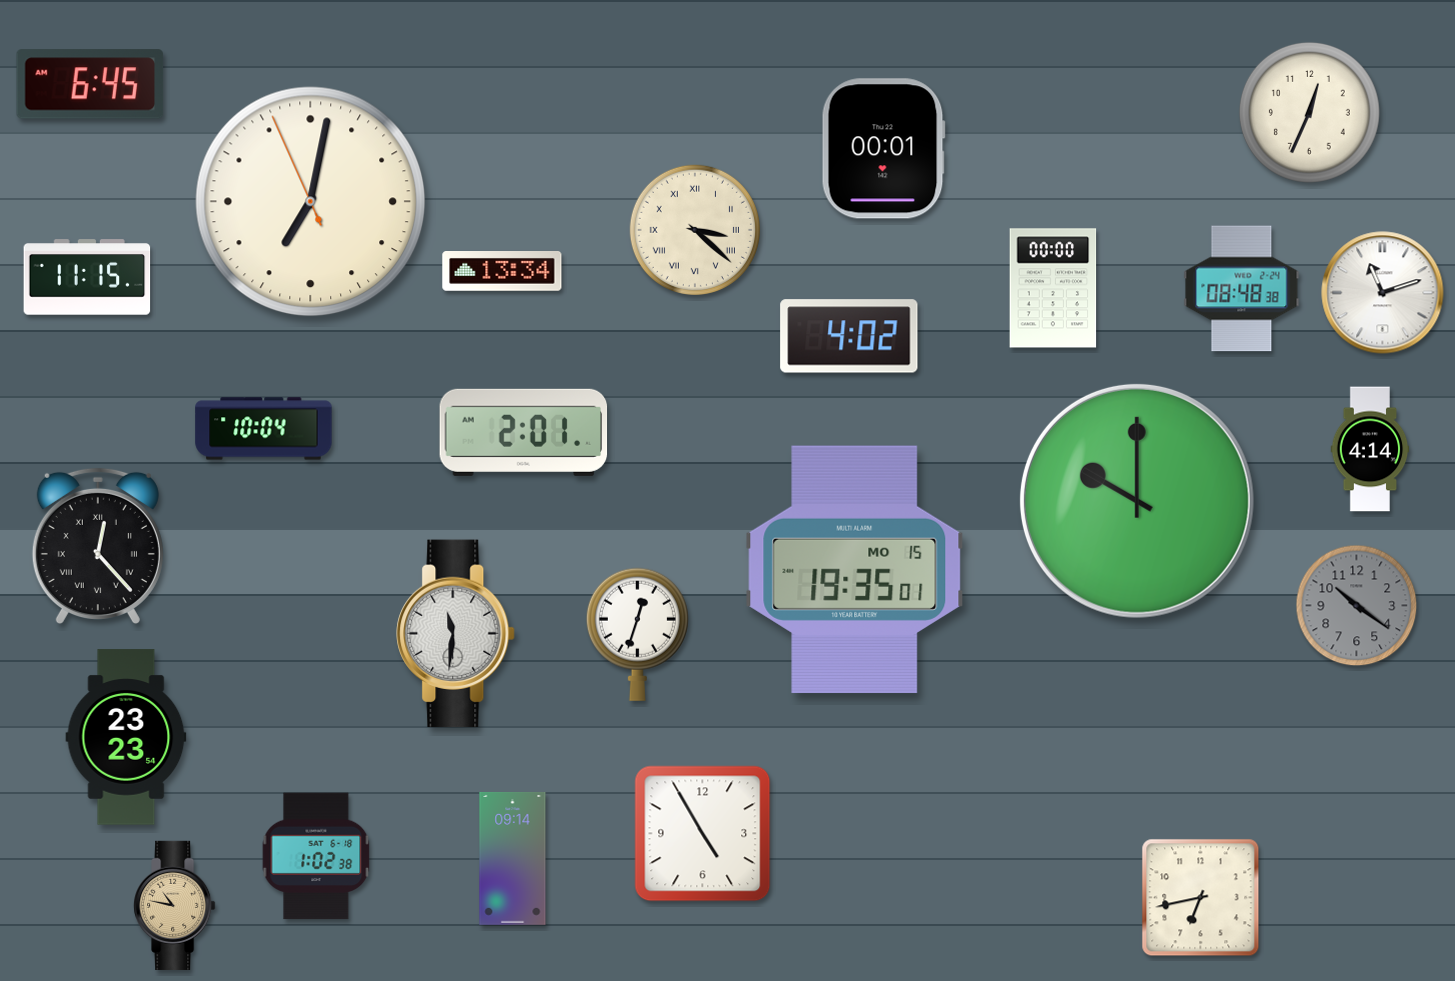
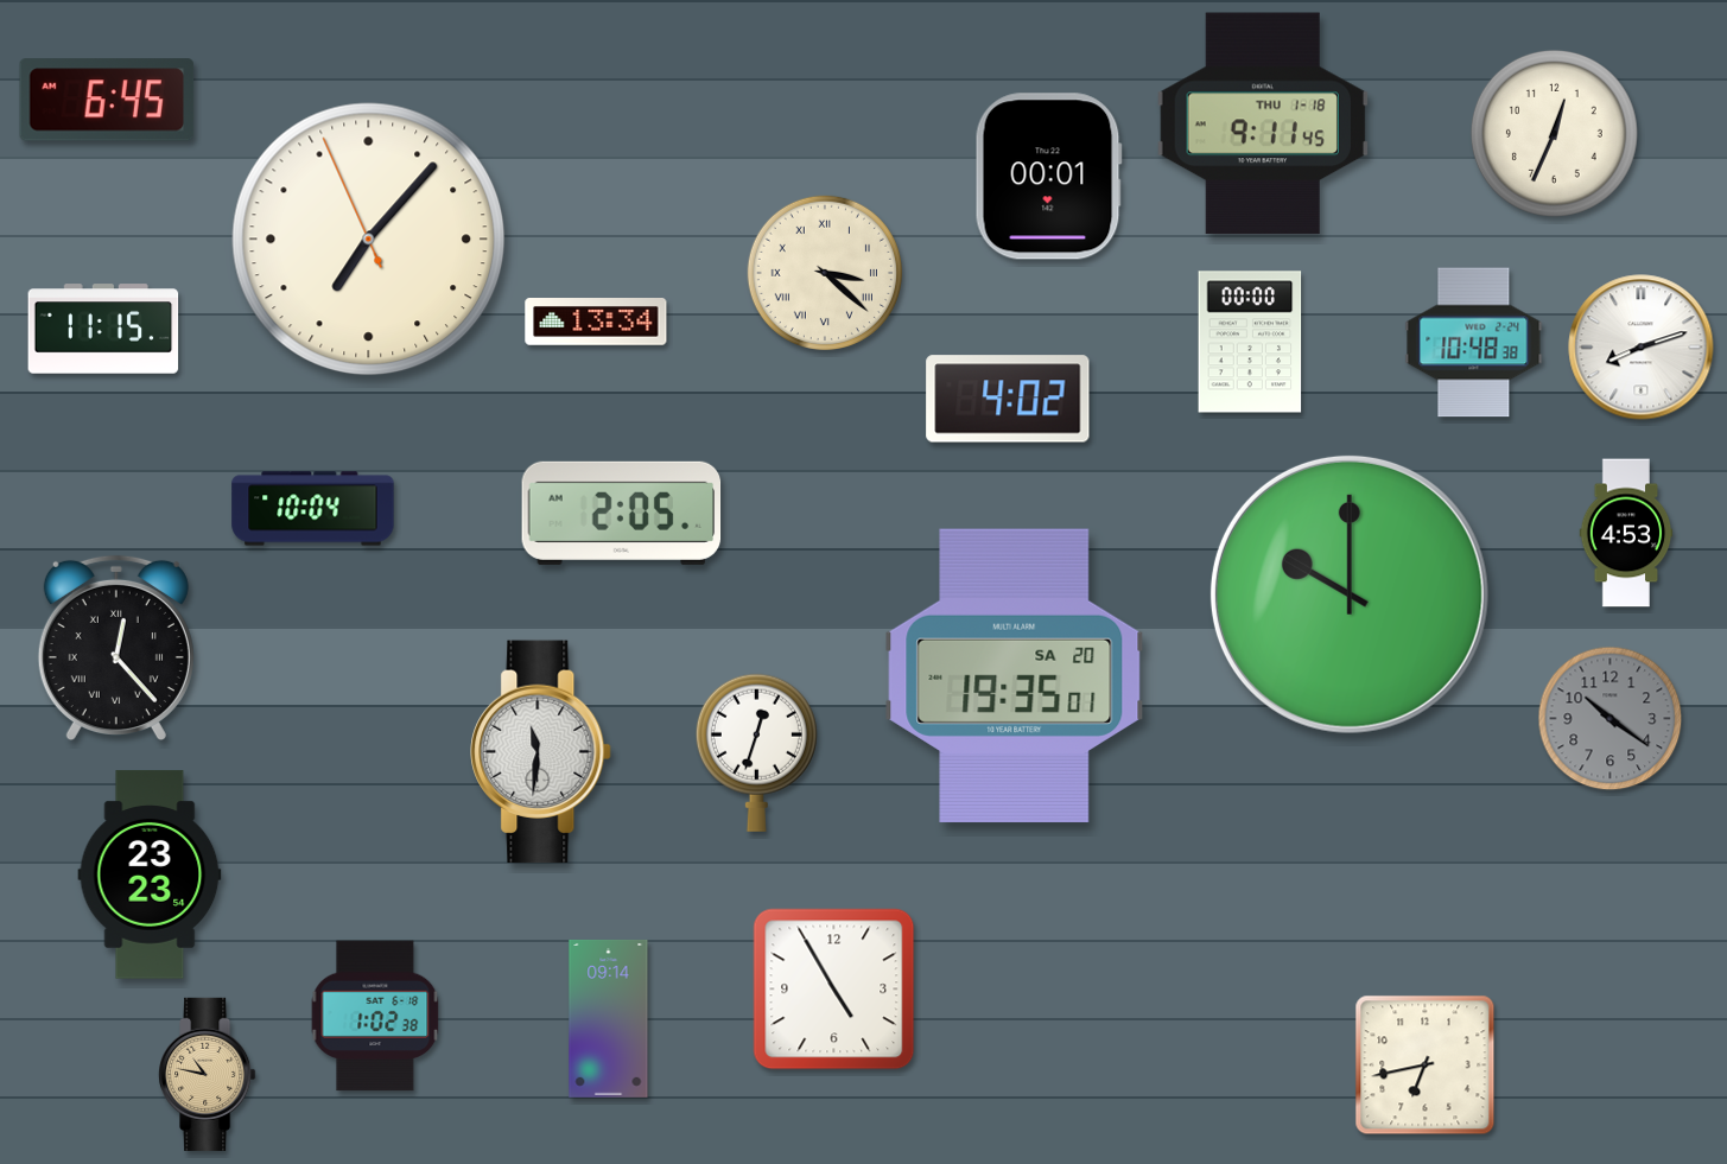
clock at (1262, 123): none -> 9:11
clock at (311, 202): 7:01 -> 7:06
clock at (1242, 289): 08:48 -> 10:48
clock at (1383, 293): 11:12 -> 8:12
clock at (524, 432): 2:01 -> 2:05
clock at (1370, 449): 4:14 -> 4:53
clock at (855, 570) date: MO 15 -> SA 20
